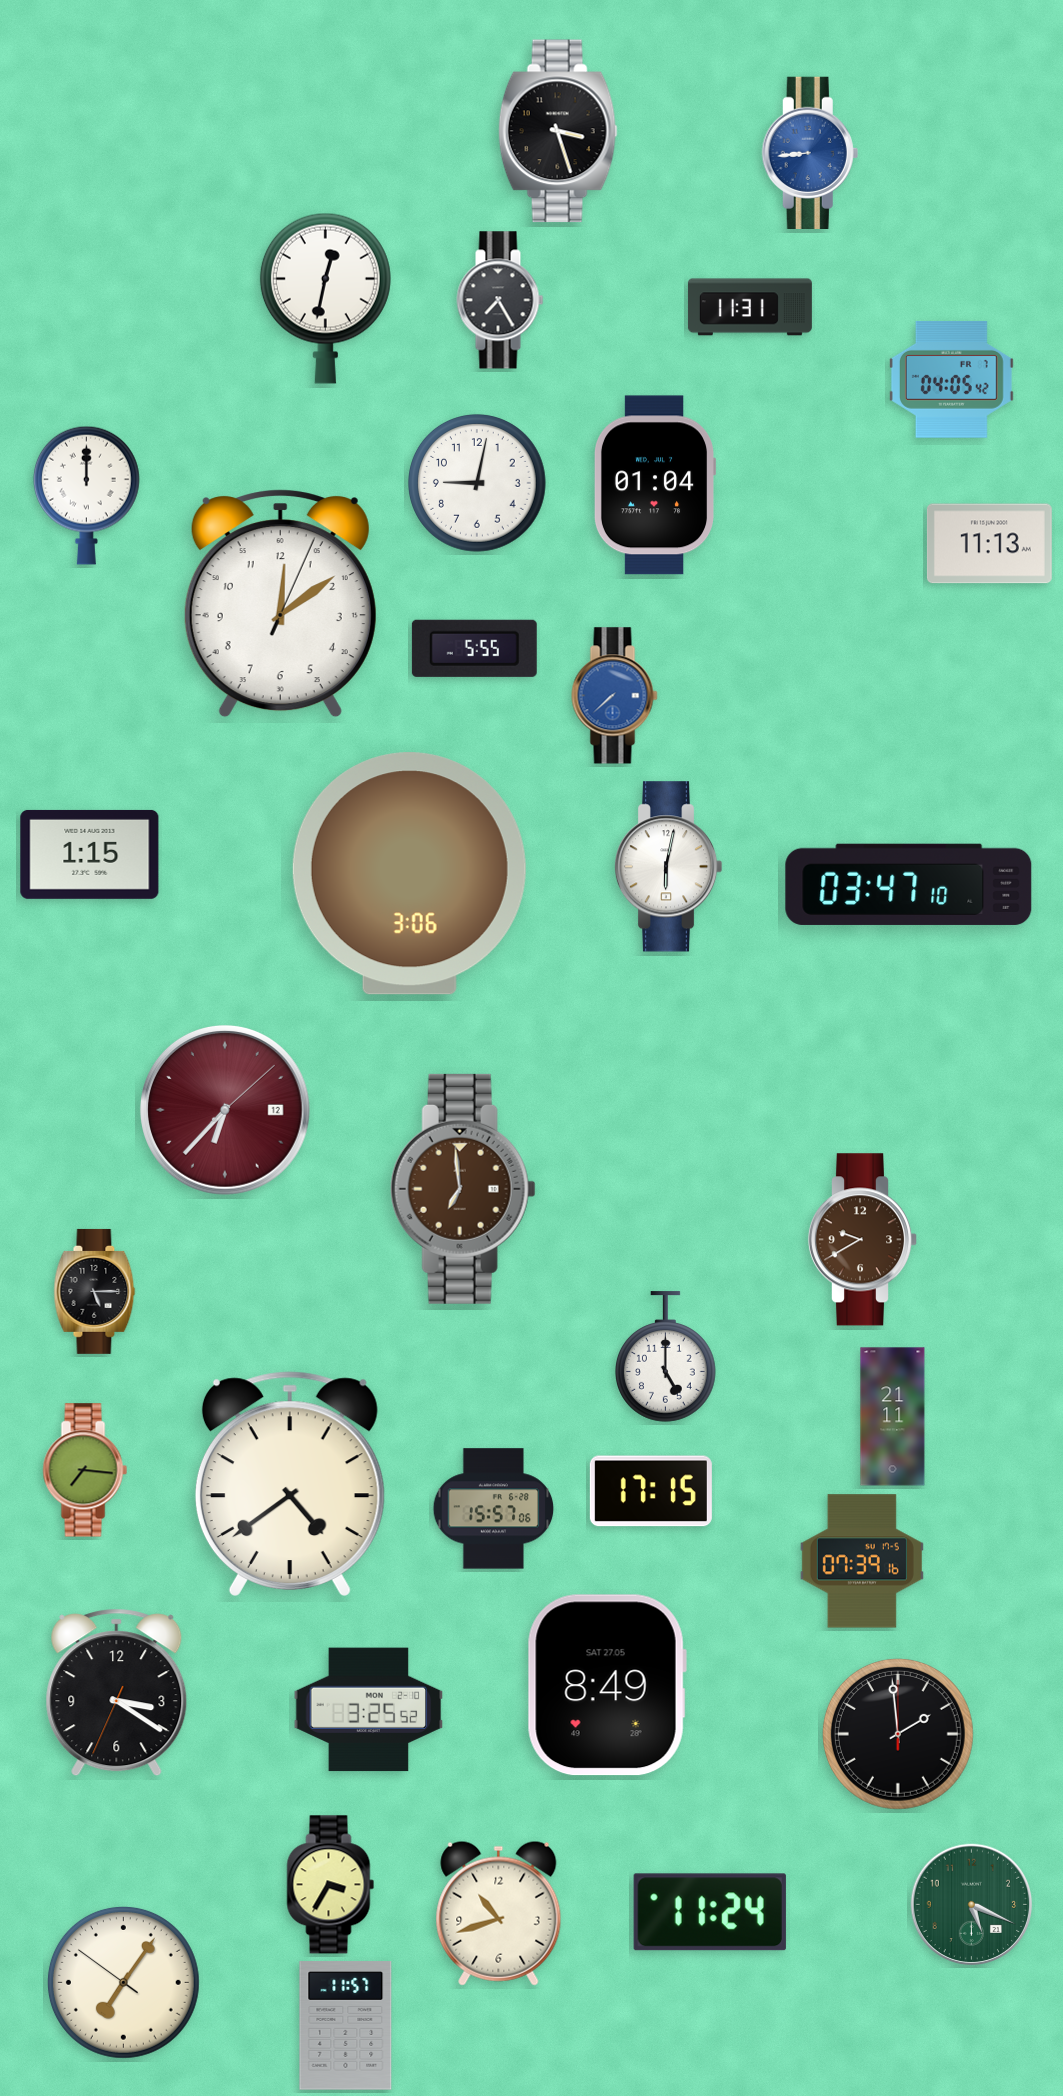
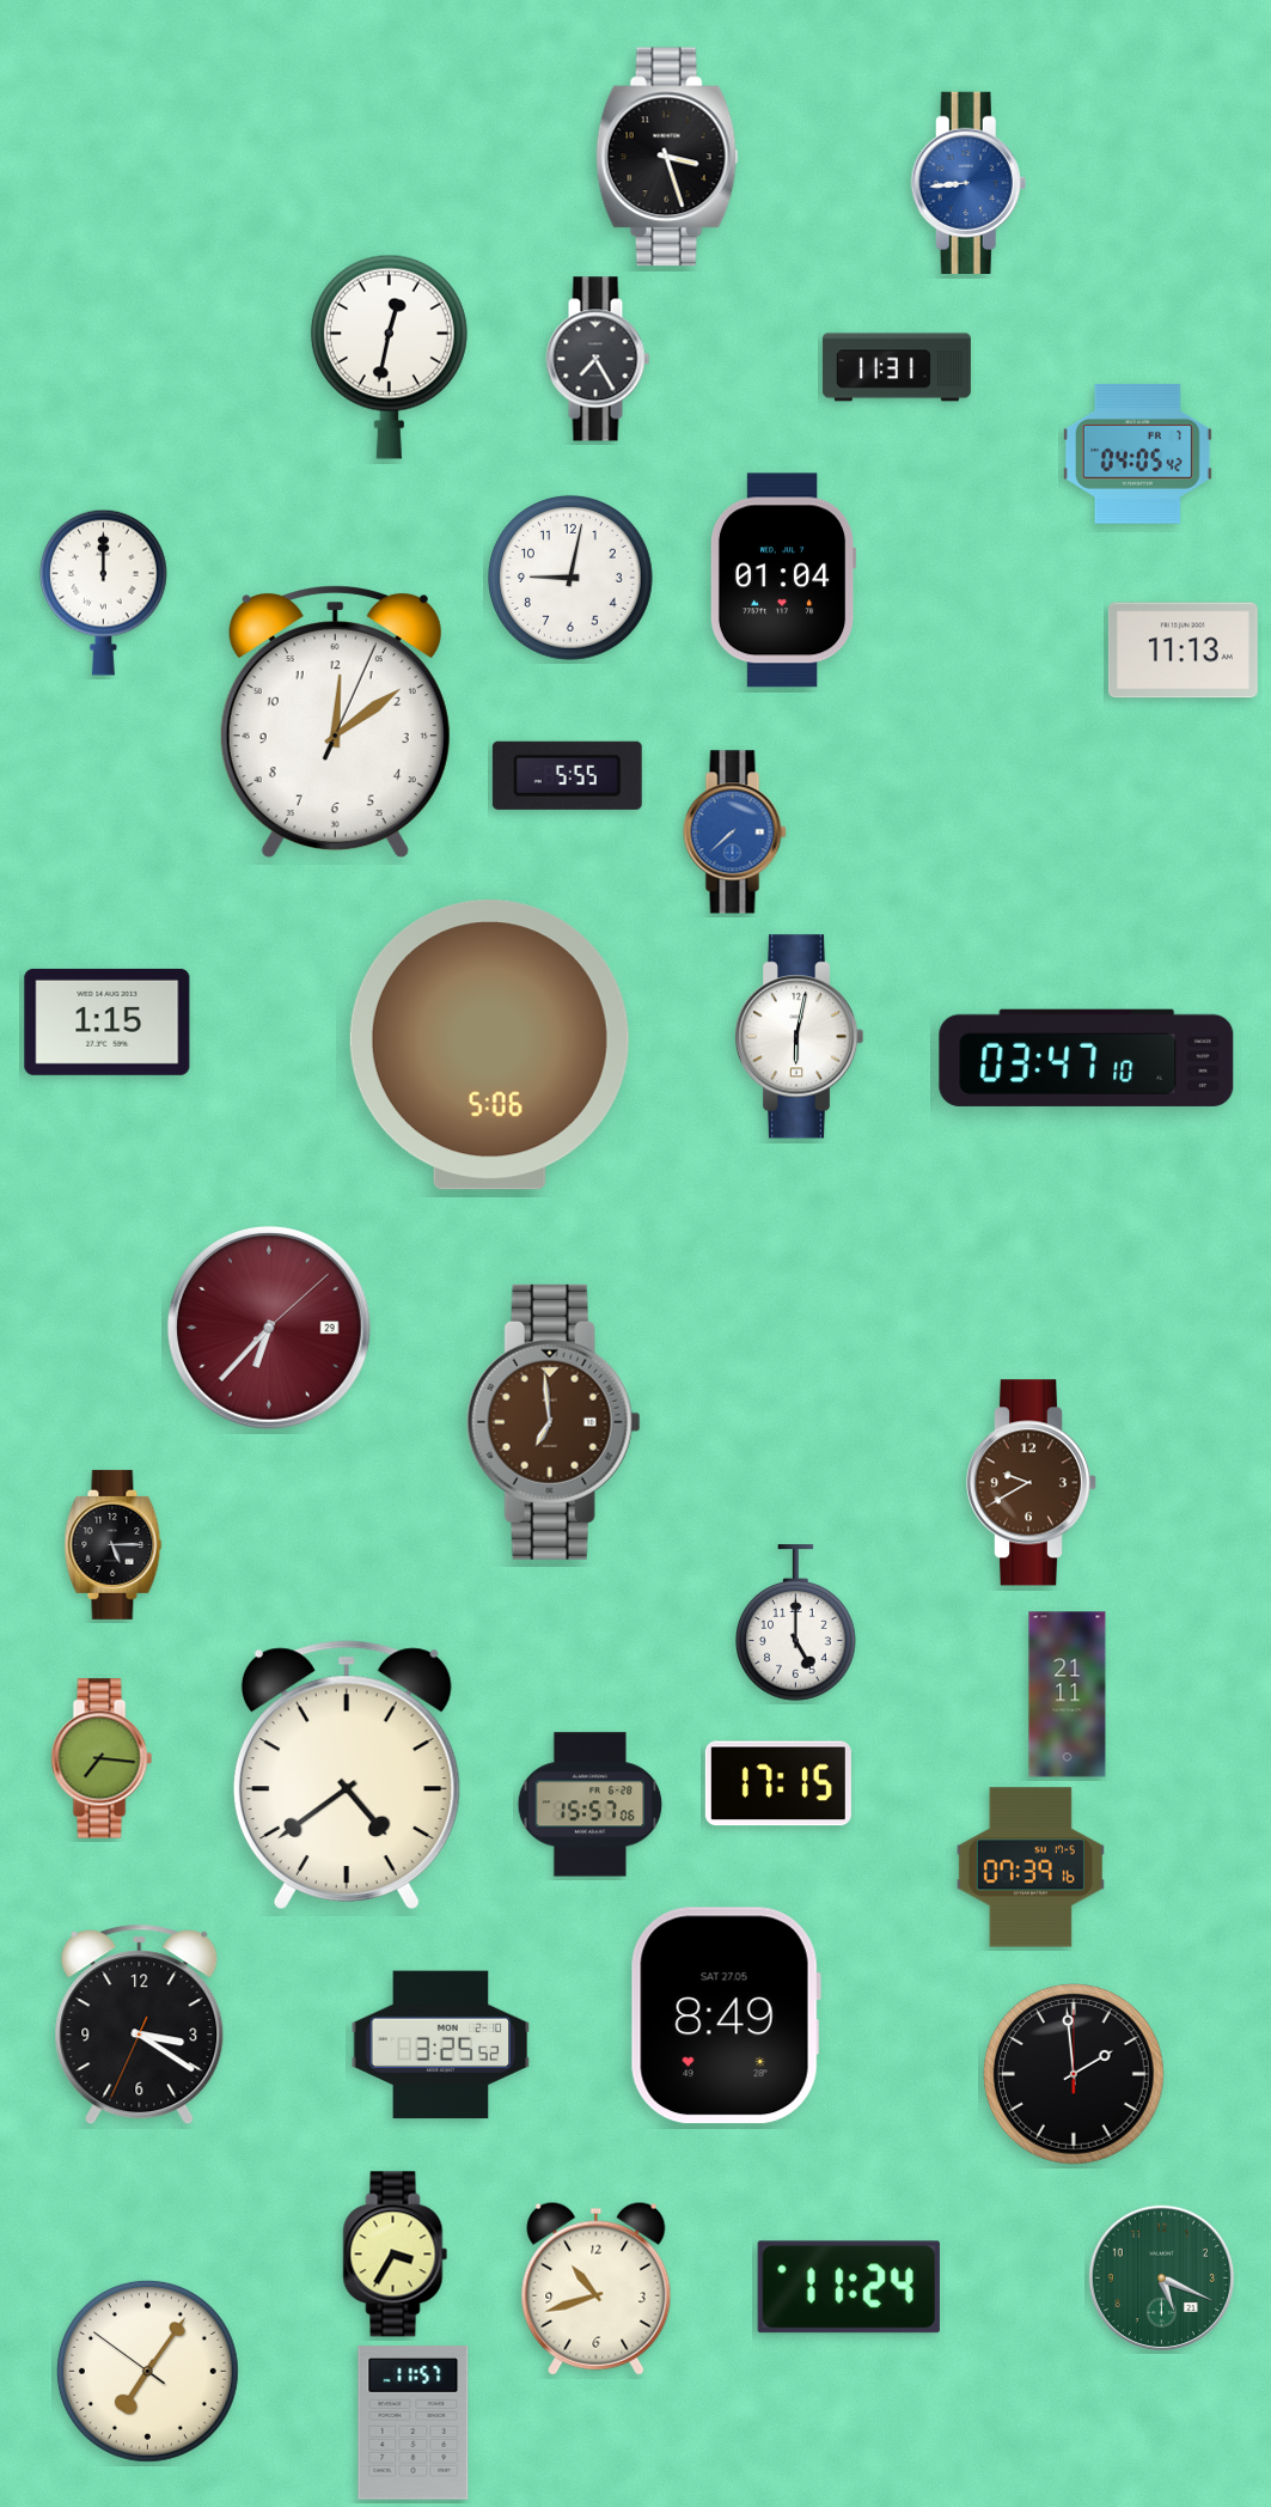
clock at (409, 874): 3:06 -> 5:06
clock at (225, 1110) date: 12 -> 29
